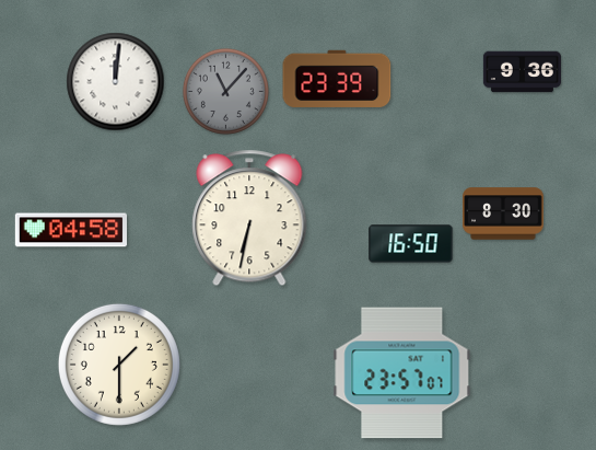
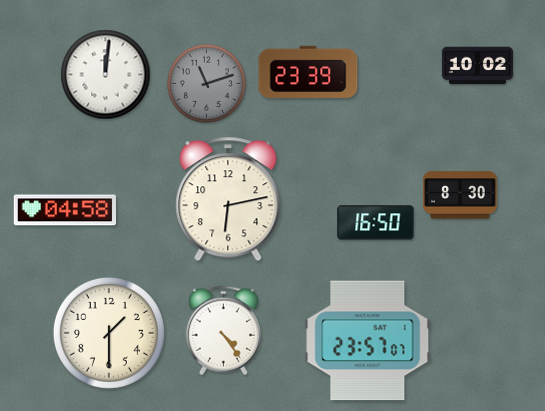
clock at (522, 72): 9:36 -> 10:02
clock at (225, 91): 11:07 -> 11:12
clock at (249, 218): 6:32 -> 6:13
clock at (223, 331): none -> 4:24
